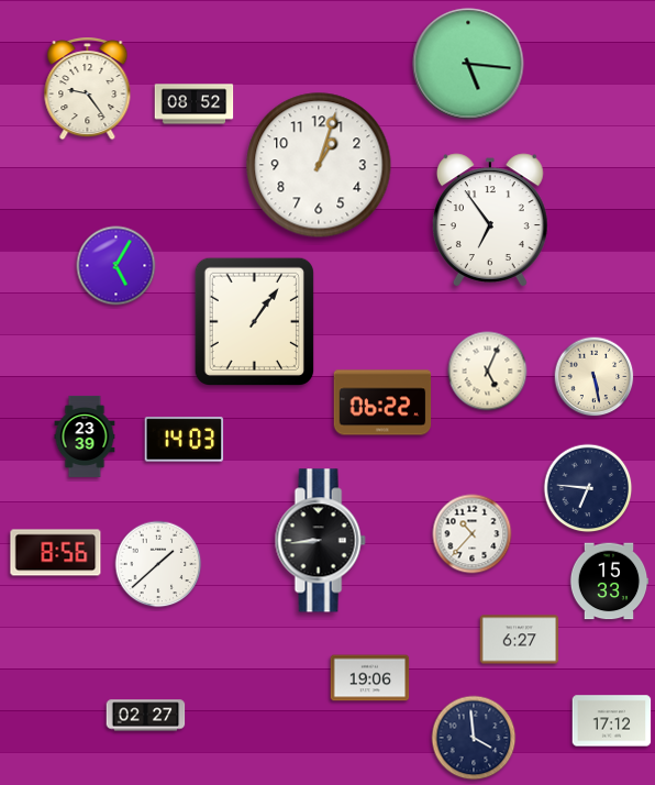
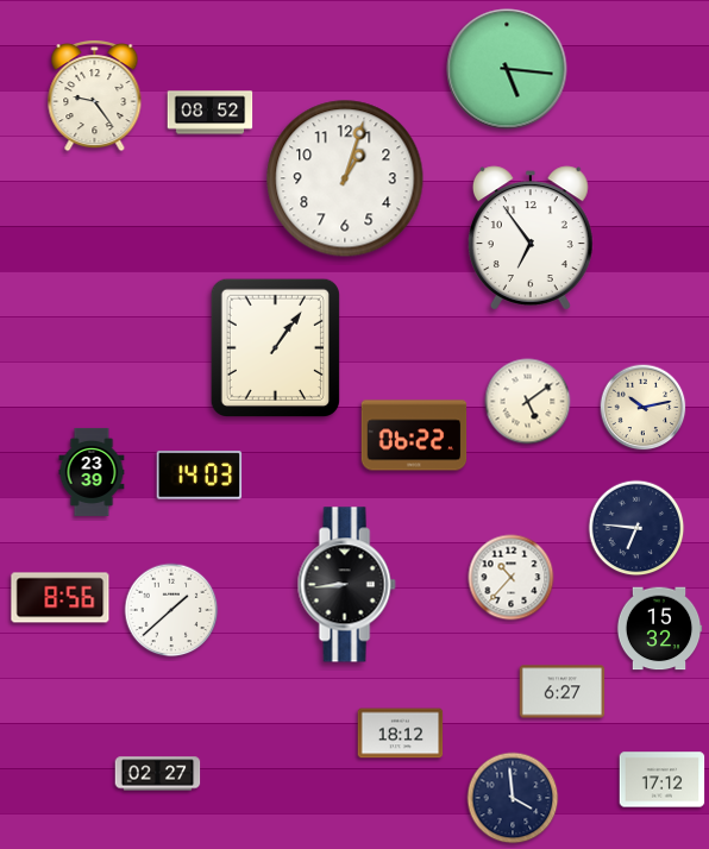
clock at (116, 266): 5:05 -> none
clock at (488, 372): 5:04 -> 5:09
clock at (595, 377): 5:28 -> 10:13
clock at (609, 582): 15:33 -> 15:32
clock at (370, 678): 19:06 -> 18:12
